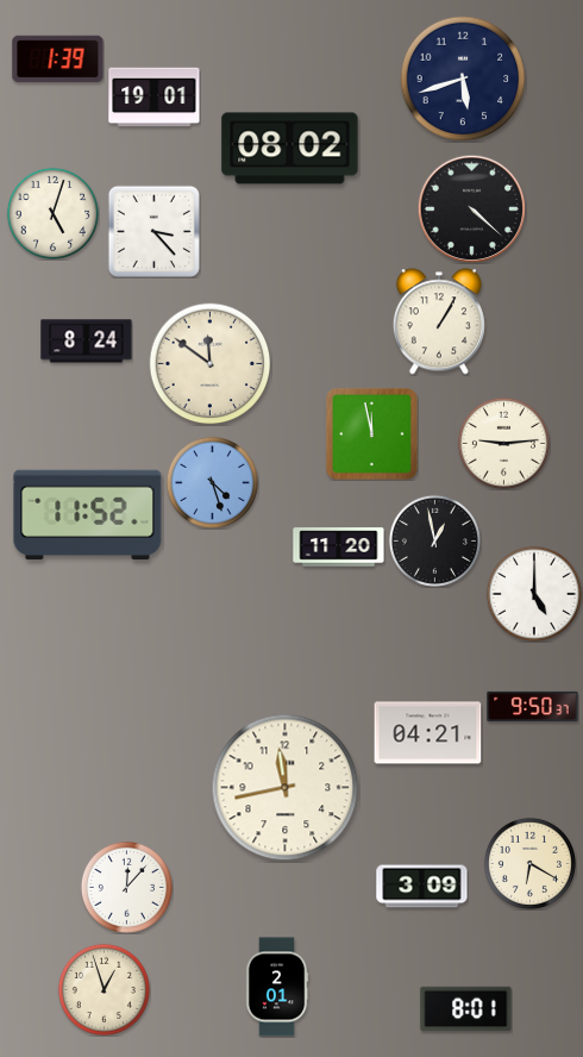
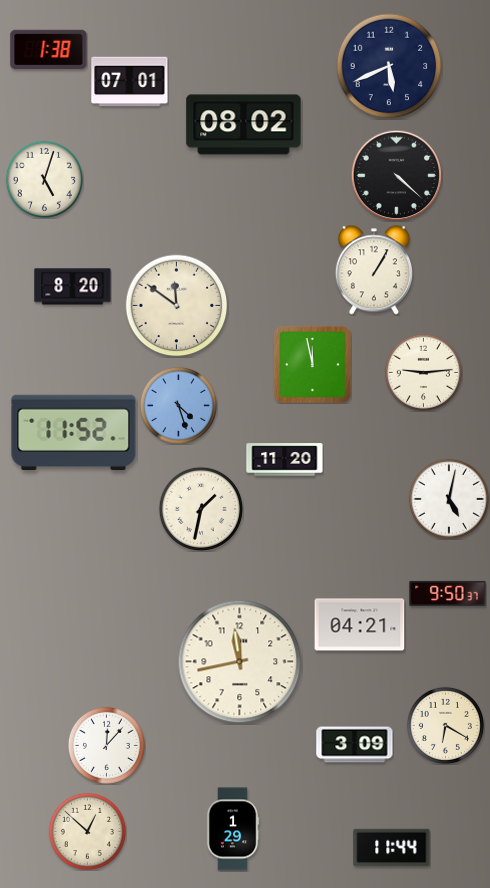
clock at (58, 60): 1:39 -> 1:38
clock at (463, 79): 5:42 -> 5:41
clock at (155, 98): 19:01 -> 07:01
clock at (153, 231): 3:23 -> none
clock at (439, 321) position: (439, 321) -> (374, 270)
clock at (87, 342): 8:24 -> 8:20
clock at (434, 540): 12:58 -> none
clock at (534, 594): 5:00 -> 5:02
clock at (201, 509): none -> 1:32
clock at (428, 733) position: (428, 733) -> (360, 625)
clock at (277, 987): 2:01 -> 1:29
clock at (104, 989): 12:57 -> 12:52
clock at (466, 1009): 8:01 -> 11:44
